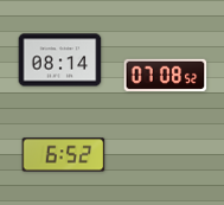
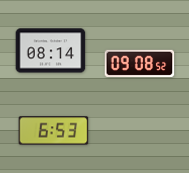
clock at (166, 75): 07:08 -> 09:08
clock at (64, 155): 6:52 -> 6:53
